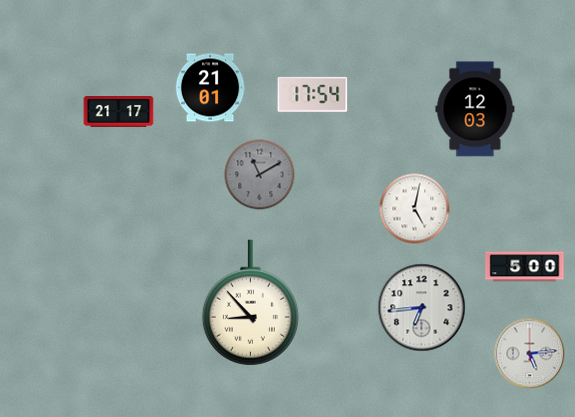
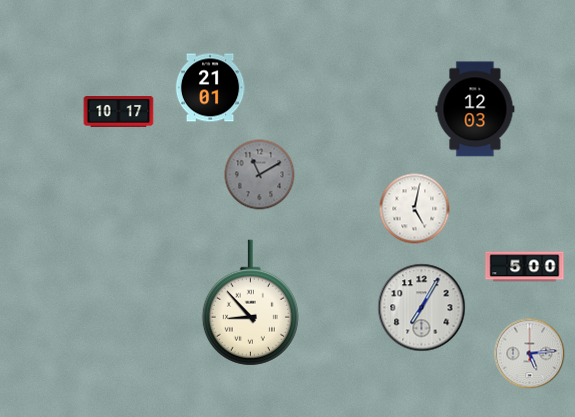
clock at (313, 94): 17:54 -> none
clock at (119, 112): 21:17 -> 10:17
clock at (422, 308): 6:44 -> 7:05
